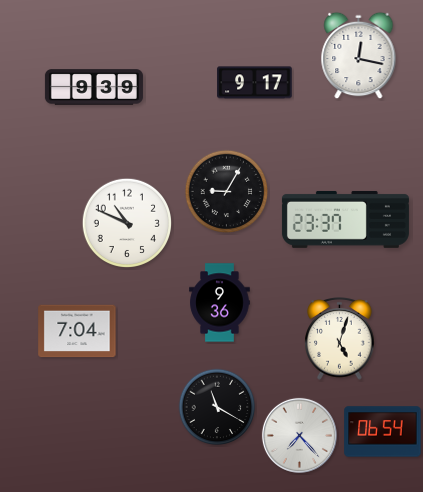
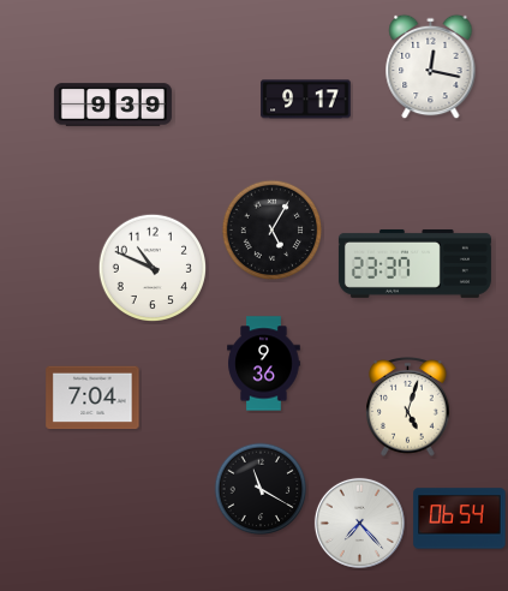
clock at (227, 192): 9:05 -> 5:05
